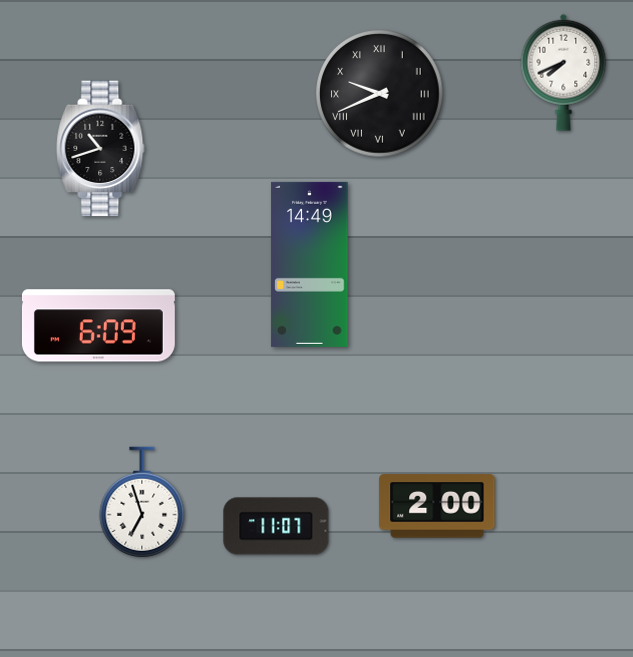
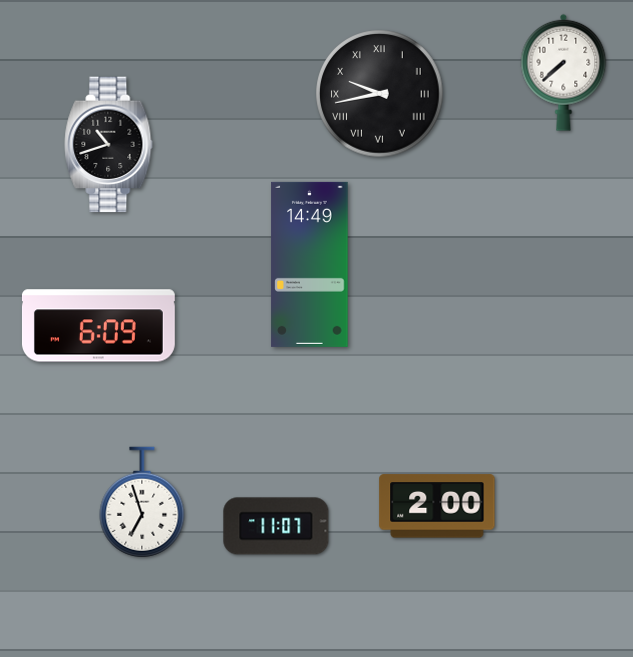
clock at (564, 72): 7:41 -> 7:38
clock at (380, 94): 9:41 -> 9:43
clock at (101, 149) position: (101, 149) -> (109, 145)
